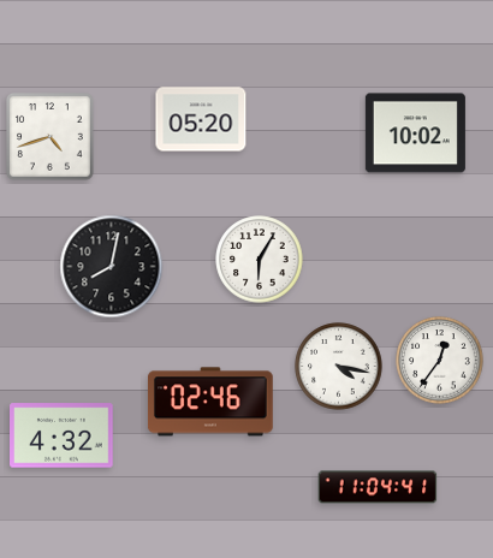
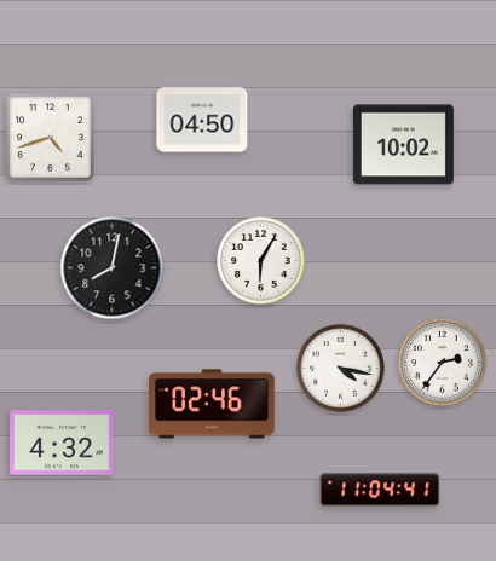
clock at (201, 119): 05:20 -> 04:50
clock at (415, 133) position: (415, 133) -> (403, 145)
clock at (440, 361): 12:36 -> 2:36
clock at (61, 435) position: (61, 435) -> (62, 443)
